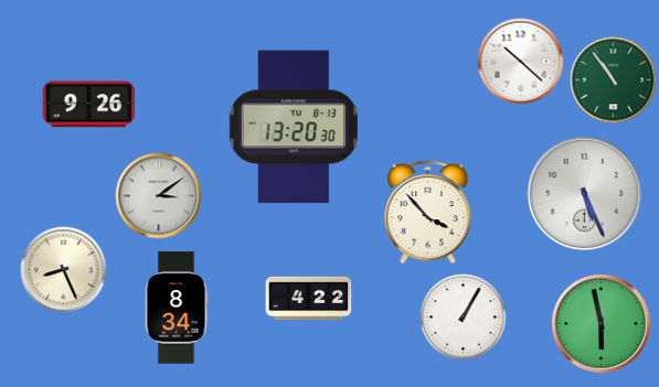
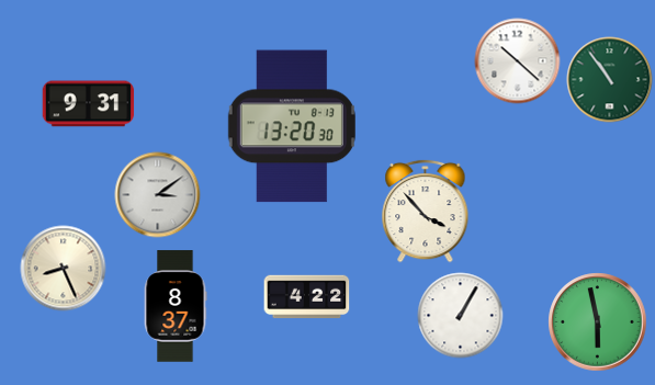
clock at (88, 105): 9:26 -> 9:31
clock at (584, 193): 5:26 -> none
clock at (177, 308): 8:34 -> 8:37
